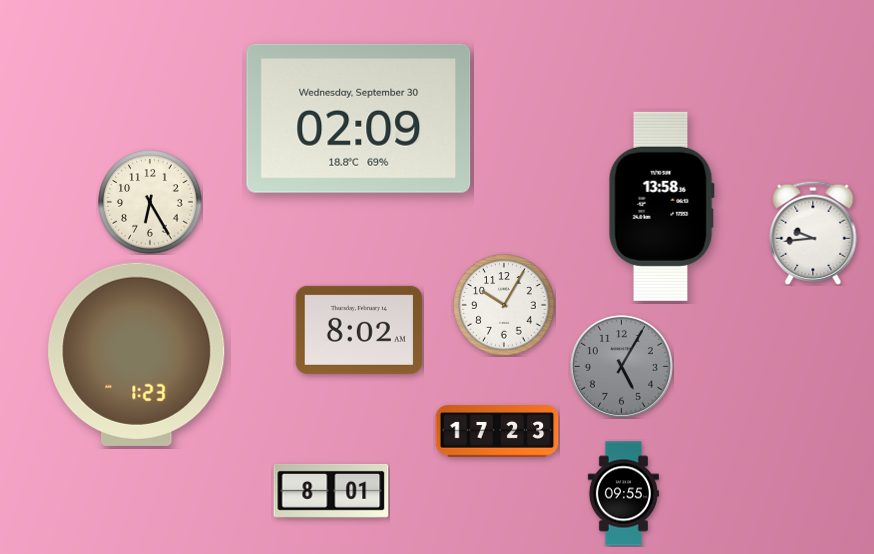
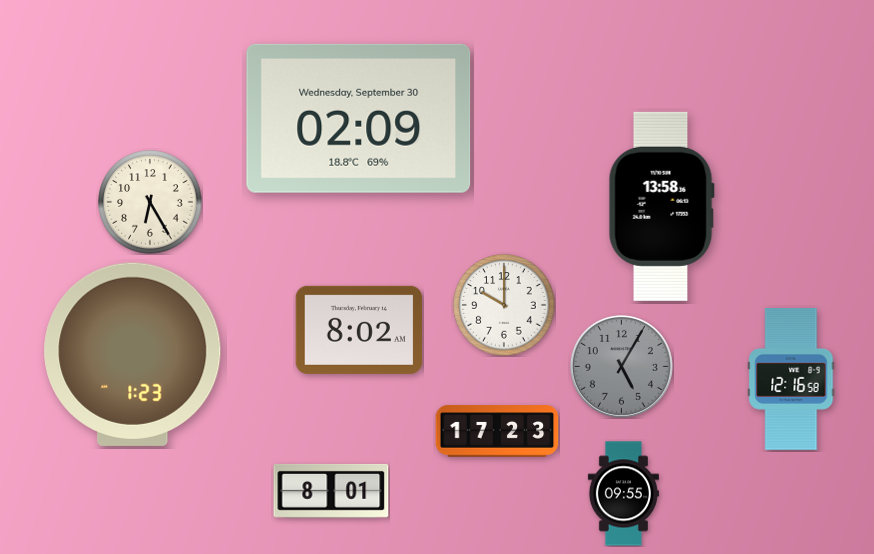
clock at (813, 233): 9:44 -> none
clock at (504, 305): 10:05 -> 10:00
clock at (137, 354) position: (137, 354) -> (133, 354)
clock at (791, 380): none -> 12:16
